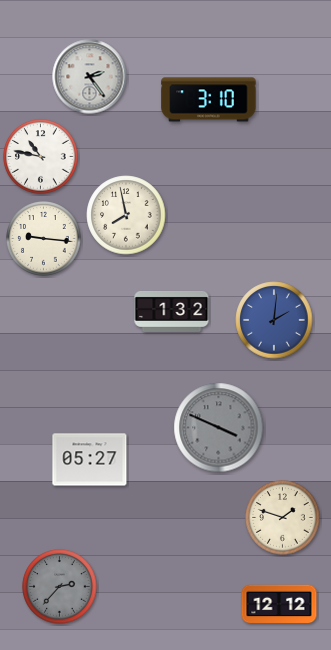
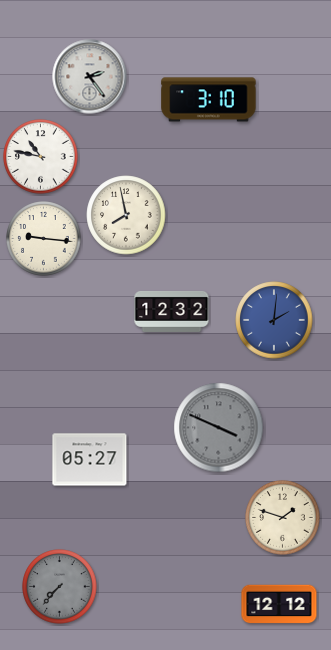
clock at (172, 311): 1:32 -> 12:32
clock at (60, 587): 2:37 -> 7:37
